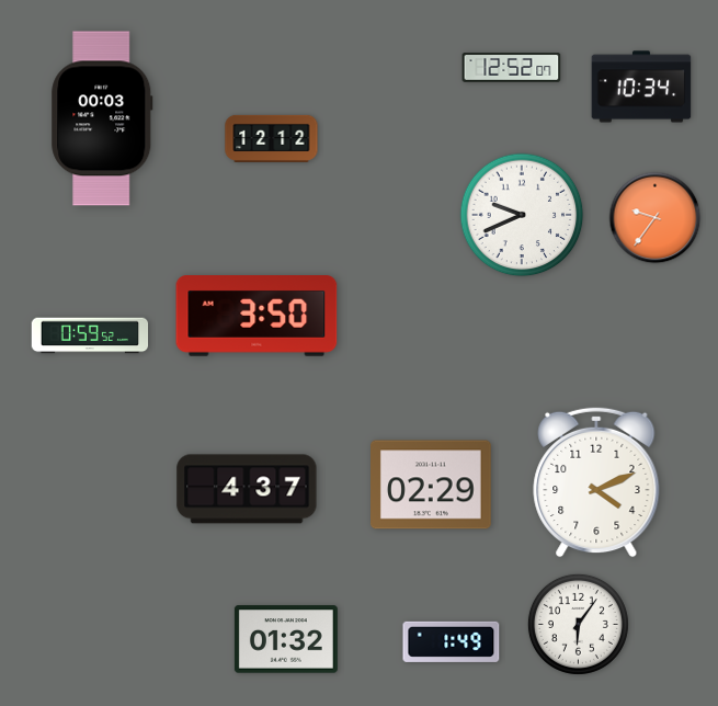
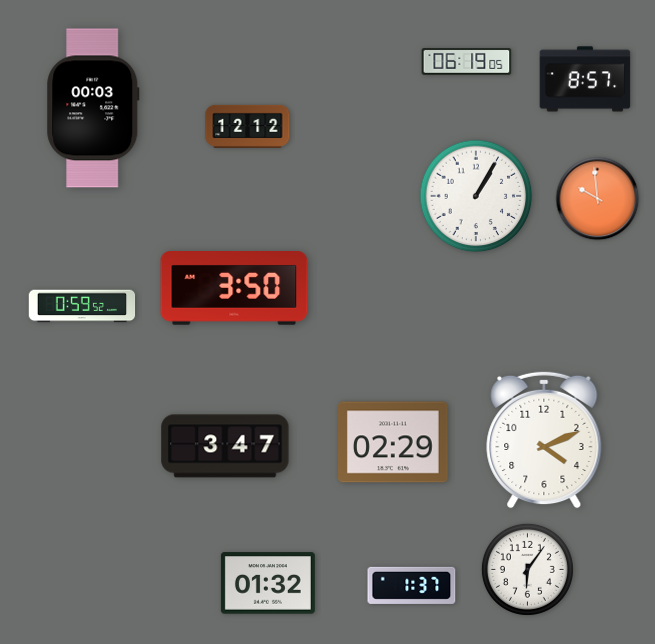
clock at (512, 68): 12:52 -> 06:19
clock at (641, 87): 10:34 -> 8:57
clock at (522, 215): 9:41 -> 1:05
clock at (656, 218): 9:36 -> 9:59
clock at (247, 489): 4:37 -> 3:47
clock at (286, 639) position: (286, 639) -> (268, 583)
clock at (452, 641): 1:49 -> 1:37
